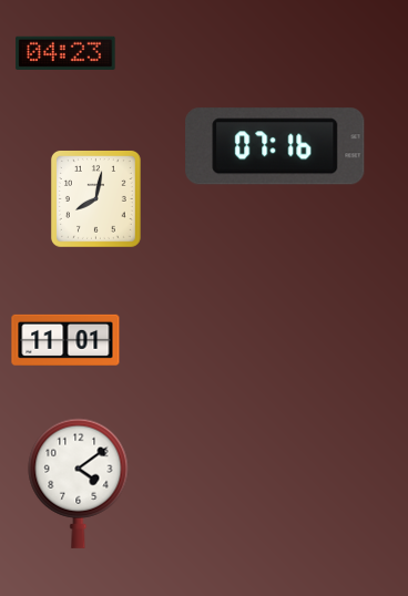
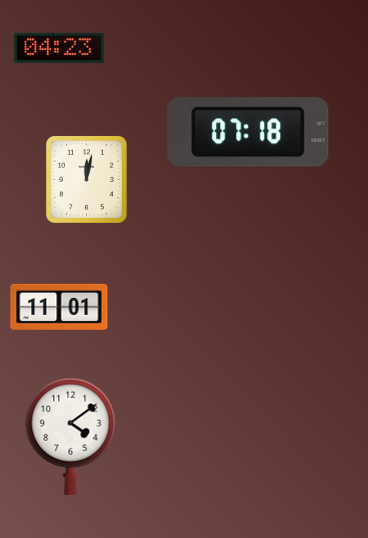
clock at (275, 146): 07:16 -> 07:18
clock at (95, 198): 8:02 -> 12:02
